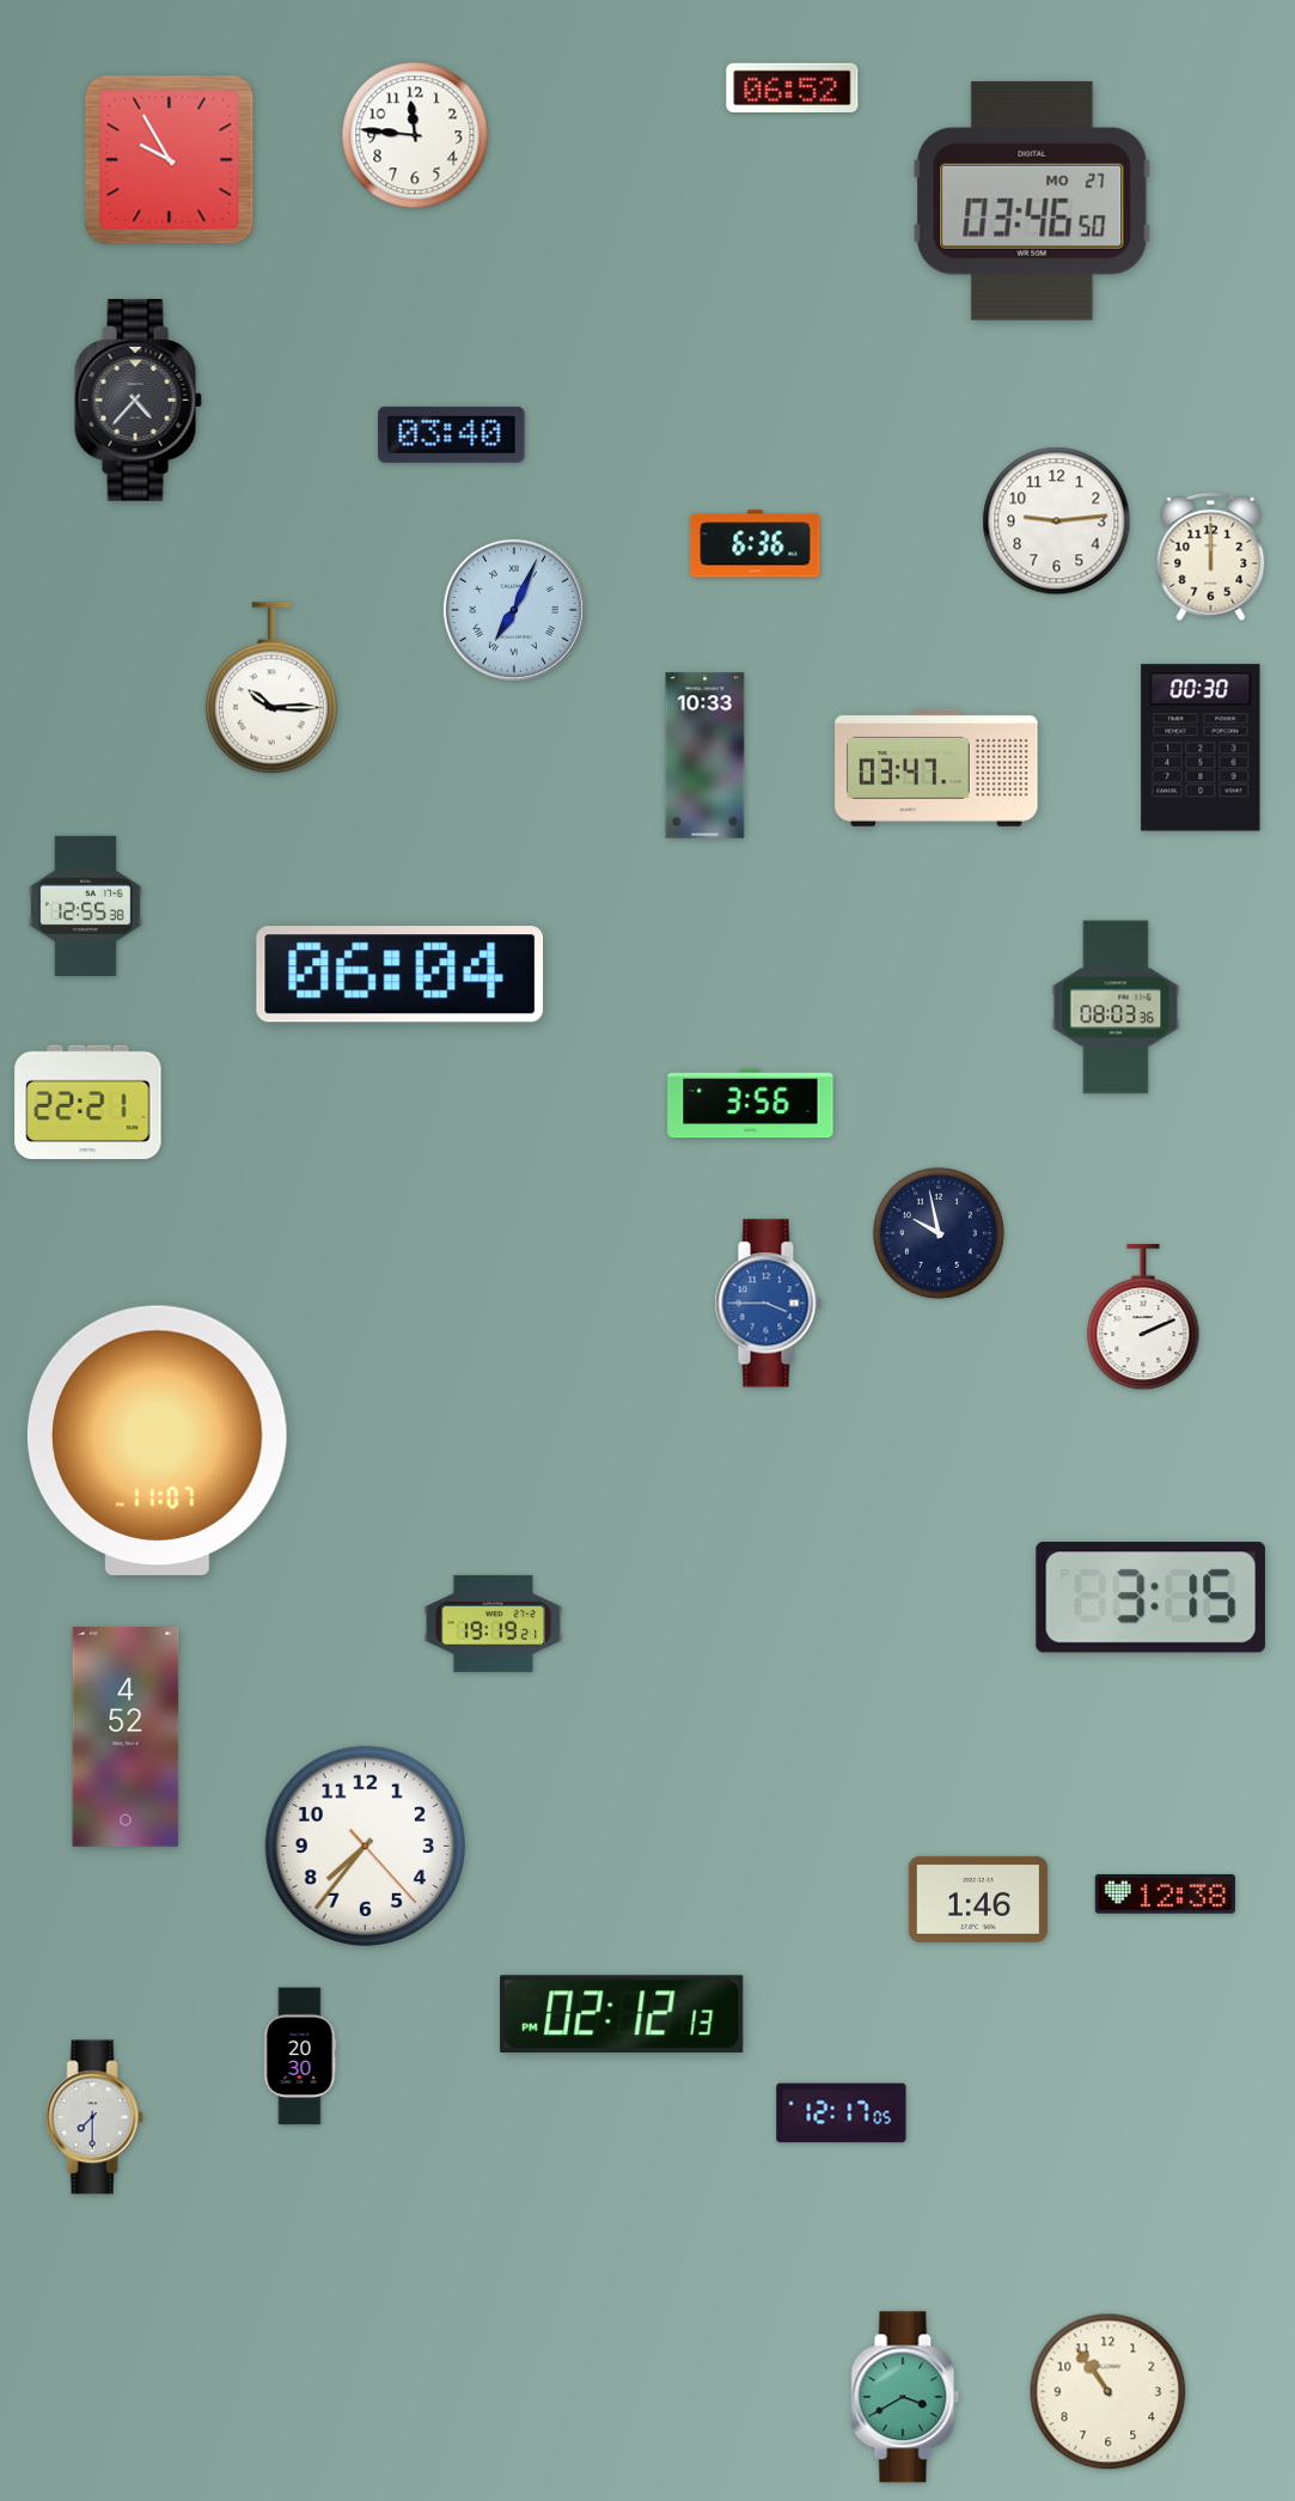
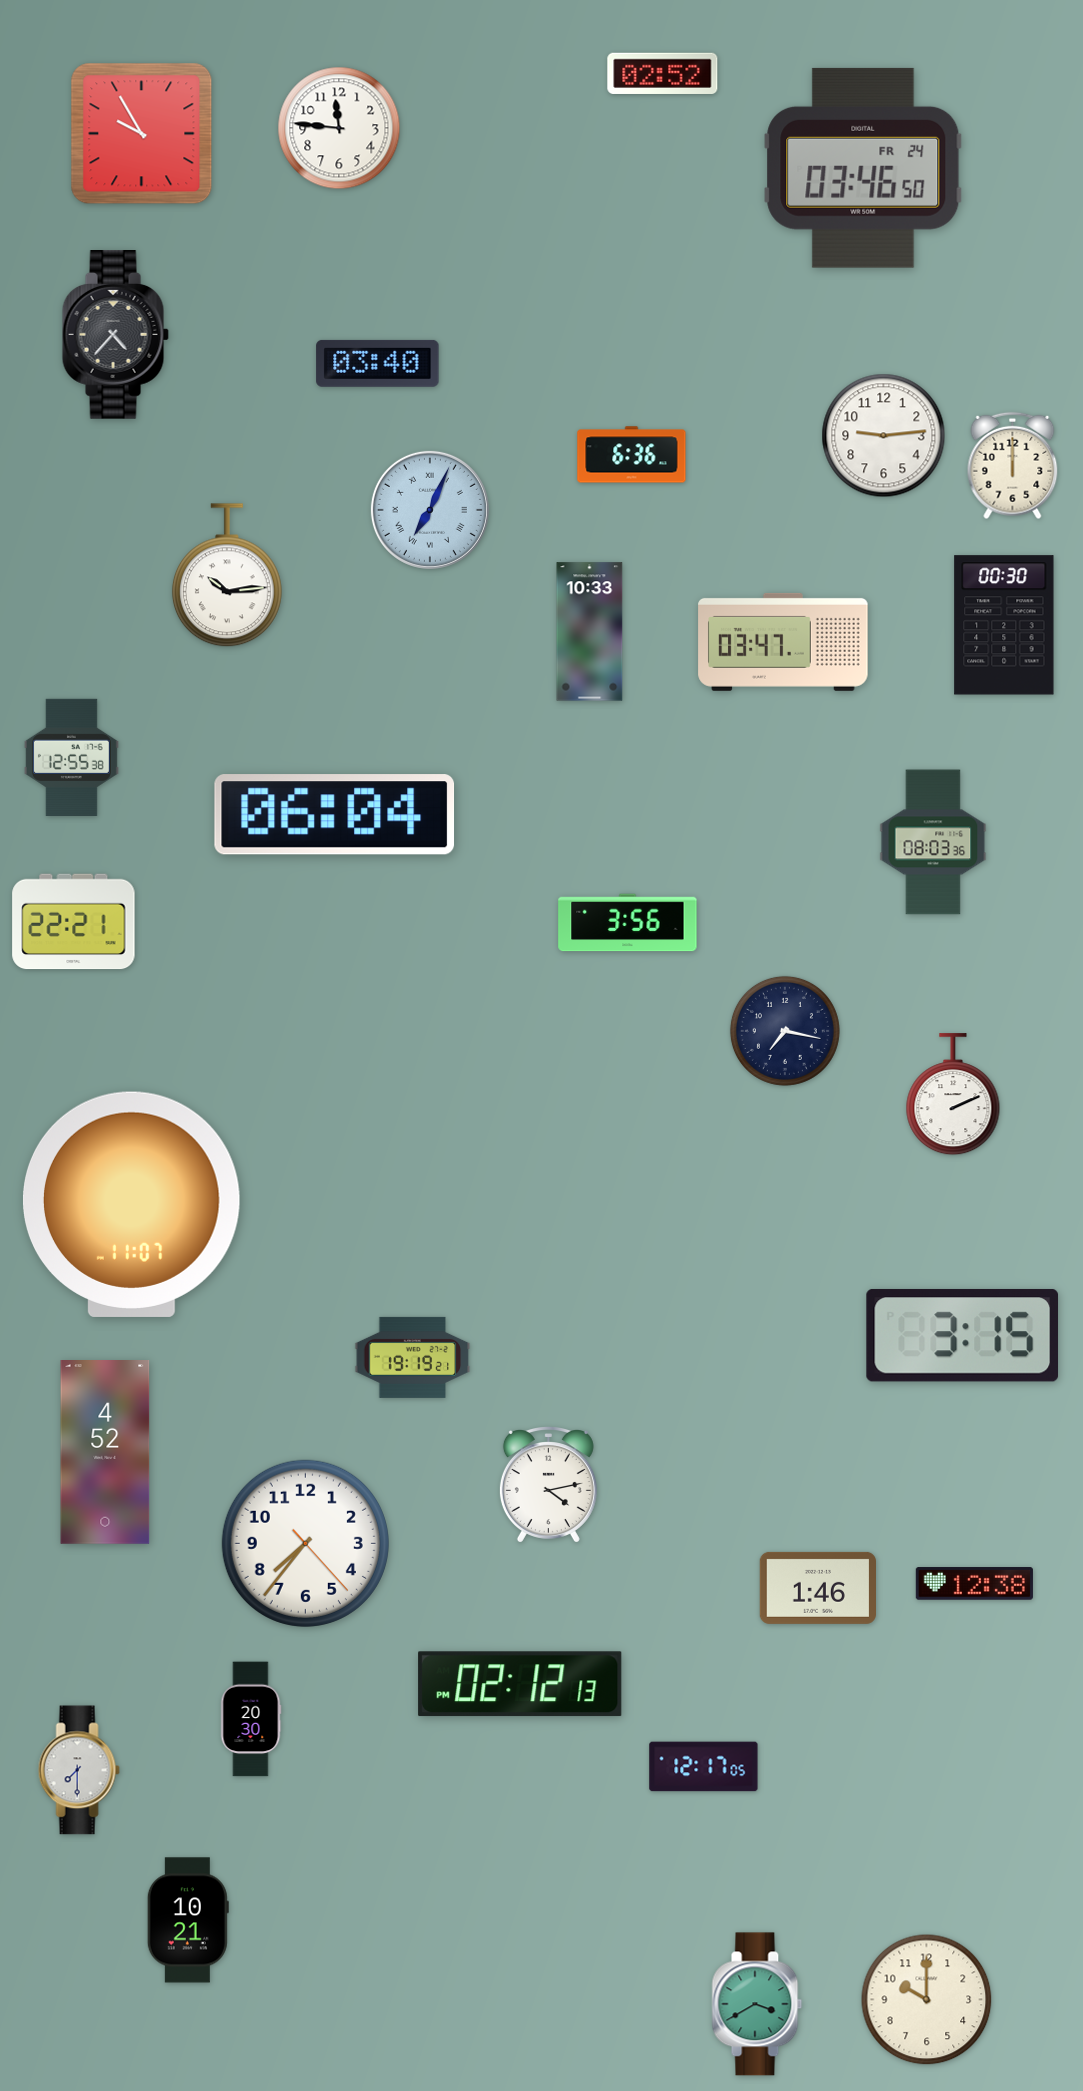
clock at (793, 87): 06:52 -> 02:52
clock at (415, 135) position: (415, 135) -> (339, 128)
clock at (1032, 201) date: MO 27 -> FR 24
clock at (271, 689): 10:15 -> 10:14
clock at (939, 1233): 9:58 -> 7:17
clock at (768, 1304): 3:45 -> none
clock at (1143, 1318) position: (1143, 1318) -> (953, 1095)
clock at (548, 1485): none -> 4:13
clock at (188, 1920): none -> 10:21
clock at (1108, 2392): 10:54 -> 10:00
